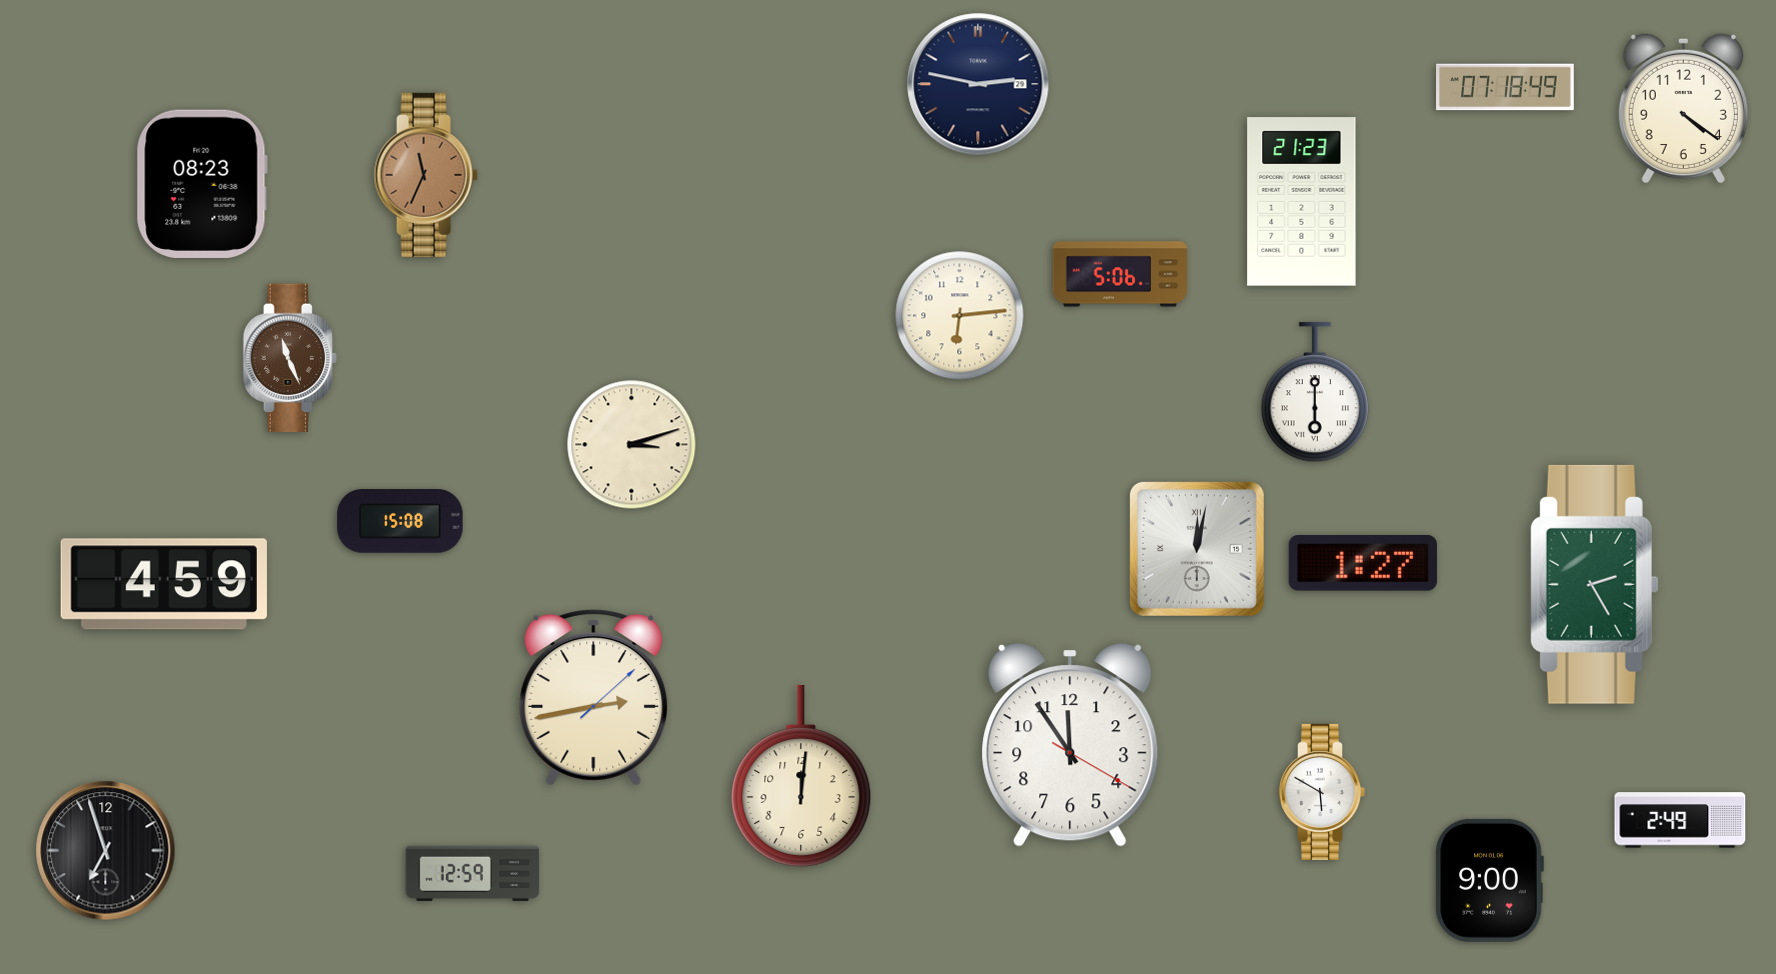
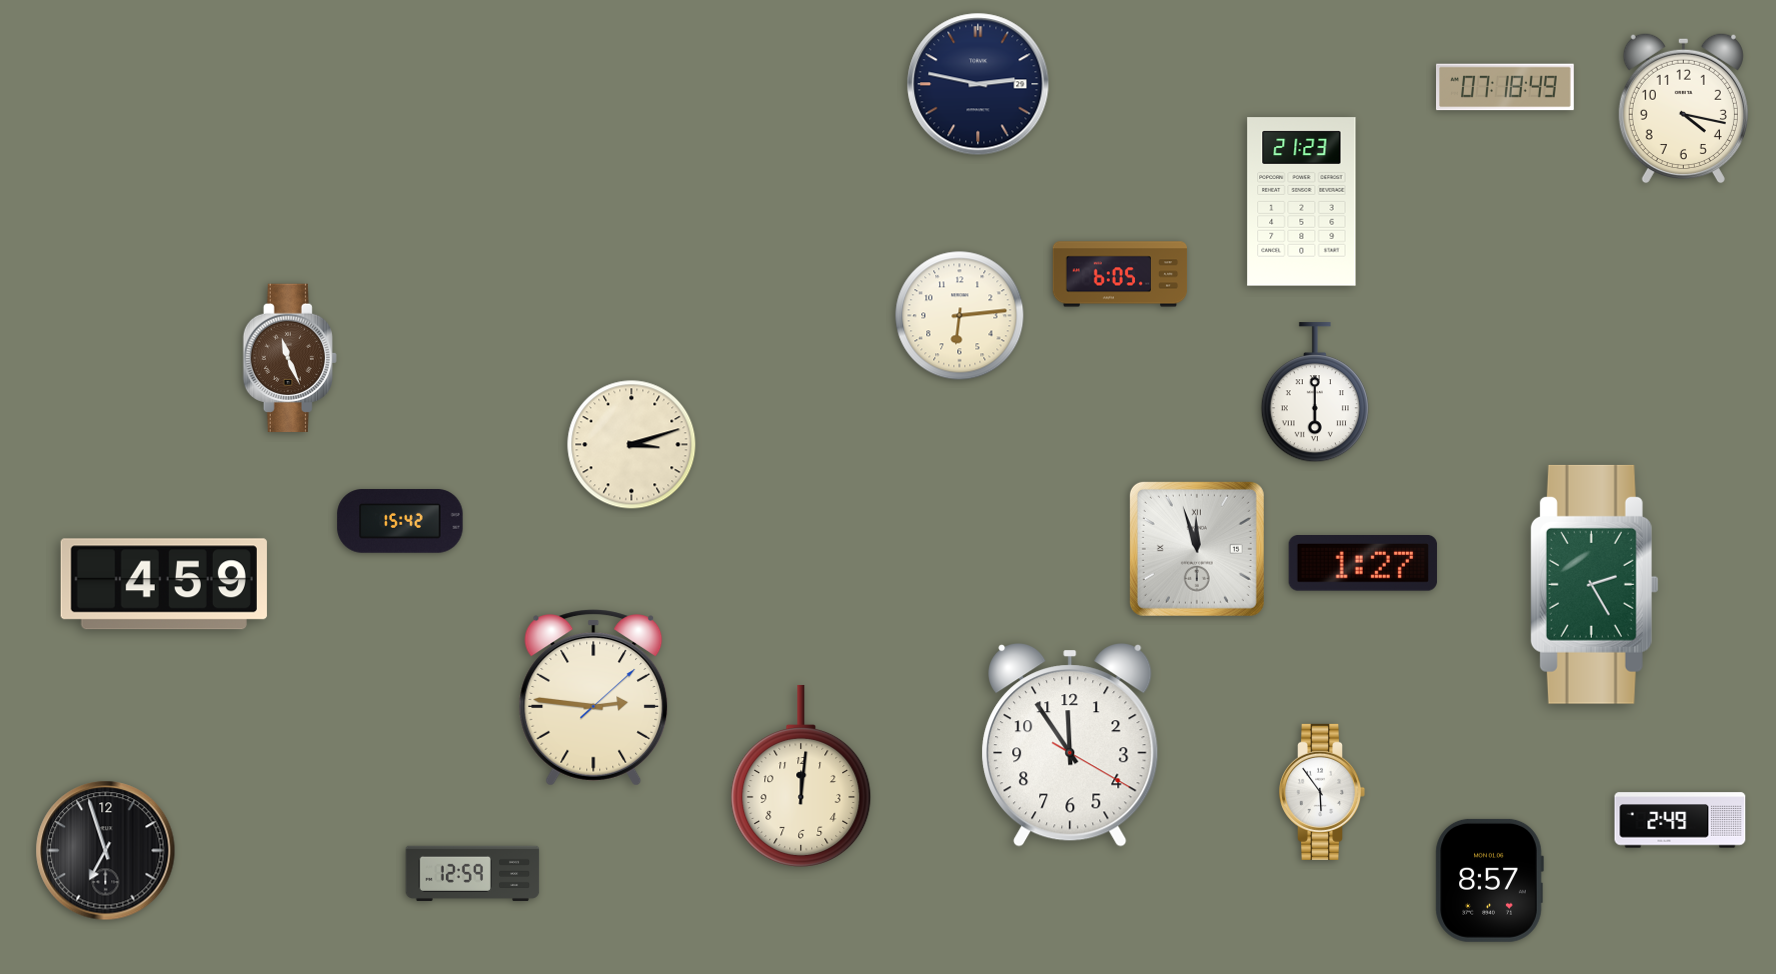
clock at (1683, 108): 4:21 -> 4:17
clock at (426, 175): 11:34 -> none
clock at (202, 184): 08:23 -> none
clock at (1120, 274): 5:06 -> 6:05
clock at (400, 521): 15:08 -> 15:42
clock at (1197, 549): 12:02 -> 11:57
clock at (594, 698): 2:43 -> 2:46
clock at (1323, 792): 5:50 -> 5:54
clock at (1489, 880): 9:00 -> 8:57
